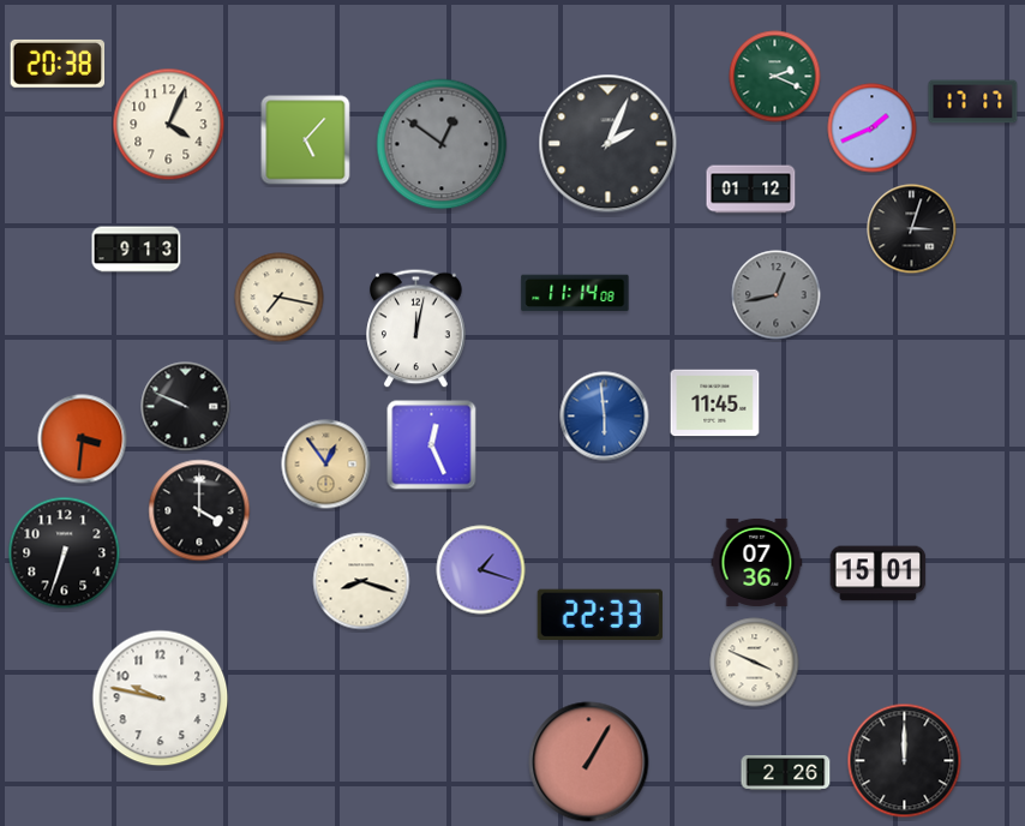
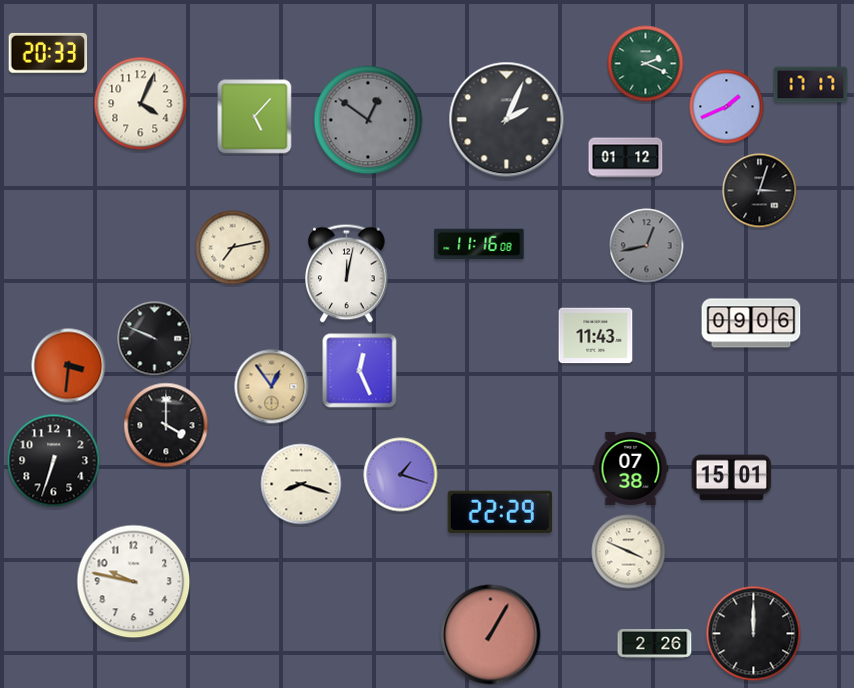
clock at (58, 64): 20:38 -> 20:33
clock at (137, 250): 9:13 -> none
clock at (575, 293): 11:14 -> 11:16
clock at (280, 298): 7:17 -> 7:13
clock at (751, 323): none -> 09:06
clock at (715, 403): 11:45 -> 11:43
clock at (605, 417): 5:59 -> none
clock at (757, 562): 07:36 -> 07:38
clock at (600, 613): 22:33 -> 22:29
